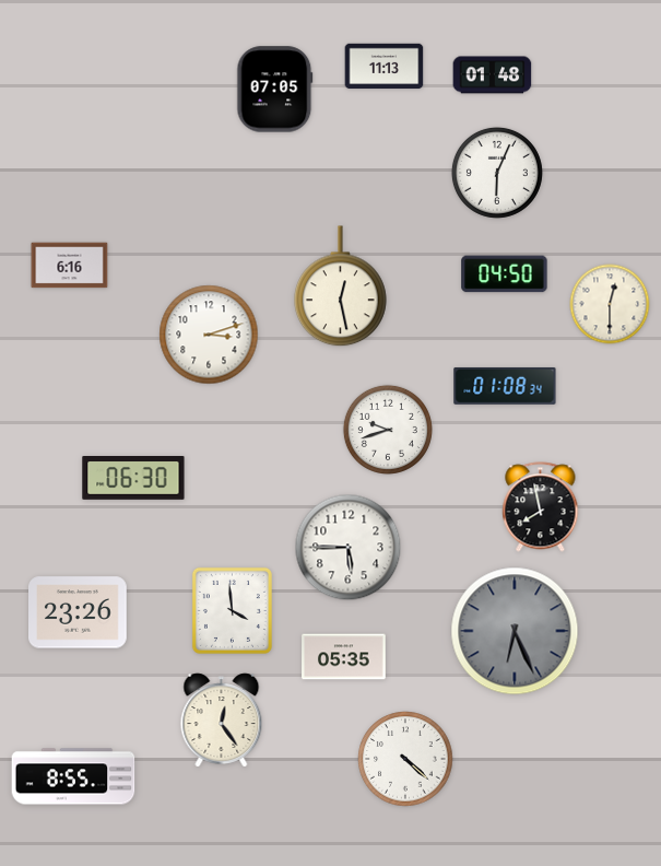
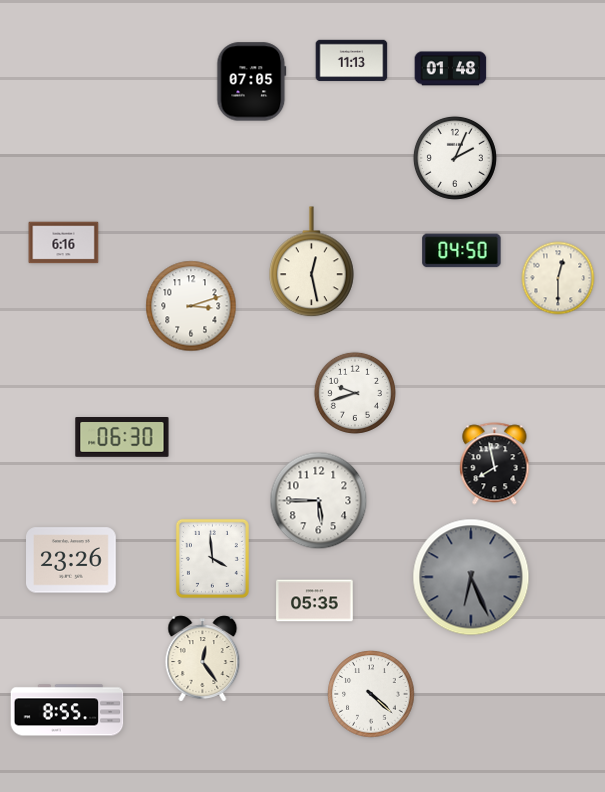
clock at (497, 173): 6:04 -> 2:04
clock at (505, 386): 01:08 -> none
